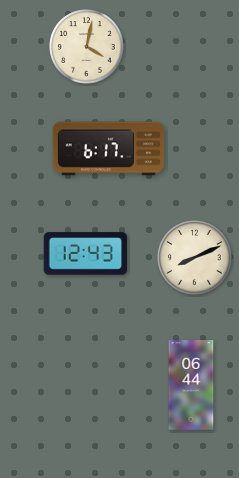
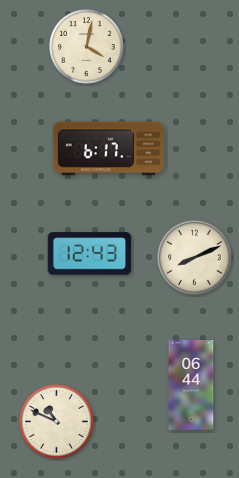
clock at (86, 254) position: (86, 254) -> (90, 254)
clock at (57, 422): none -> 10:49
